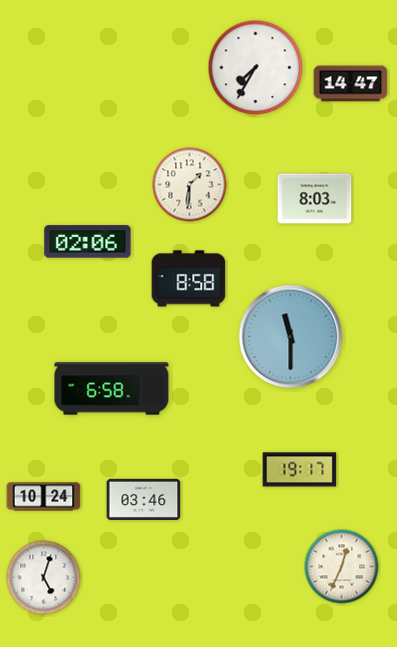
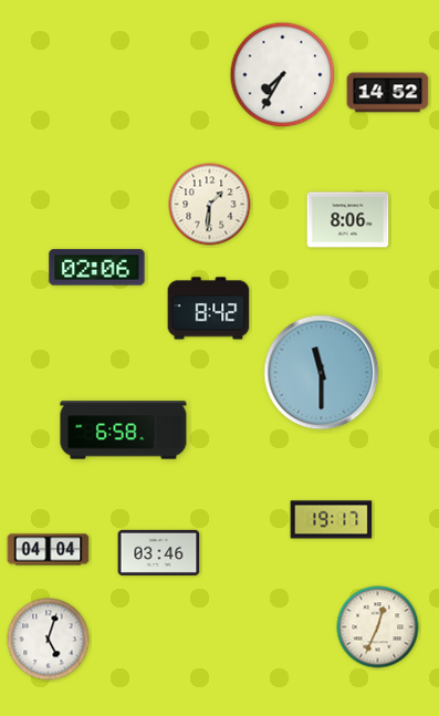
clock at (351, 84): 14:47 -> 14:52
clock at (315, 199): 8:03 -> 8:06
clock at (189, 279): 8:58 -> 8:42
clock at (44, 497): 10:24 -> 04:04
